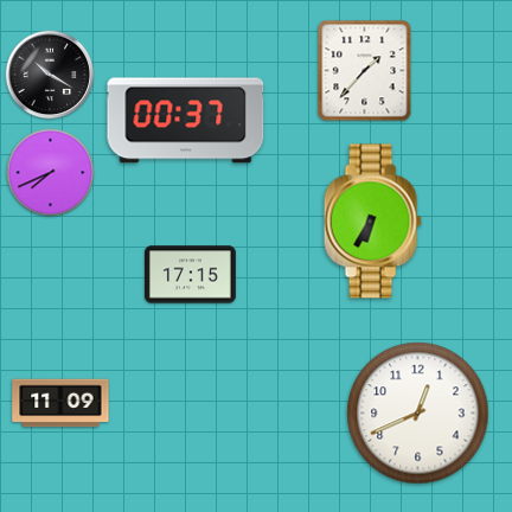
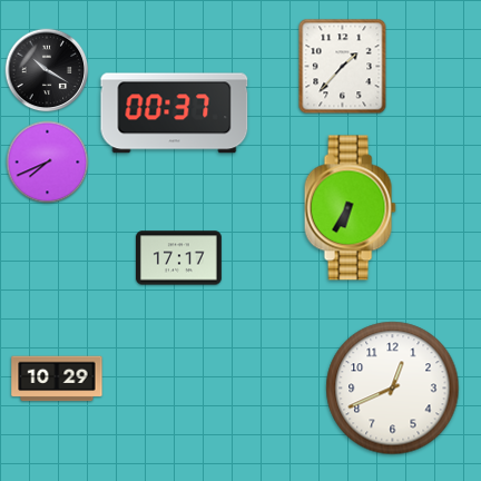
clock at (190, 275): 17:15 -> 17:17
clock at (60, 403): 11:09 -> 10:29
